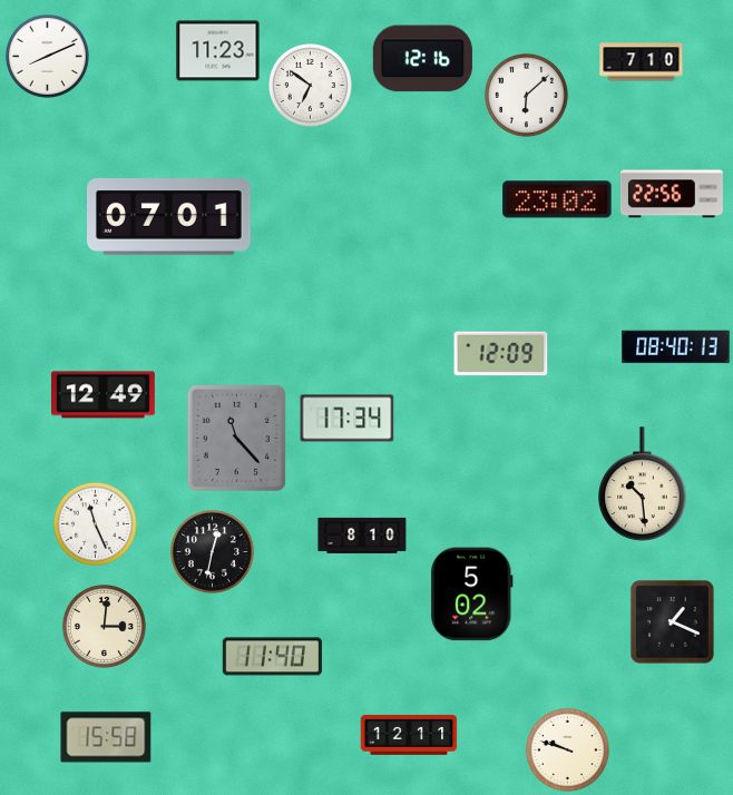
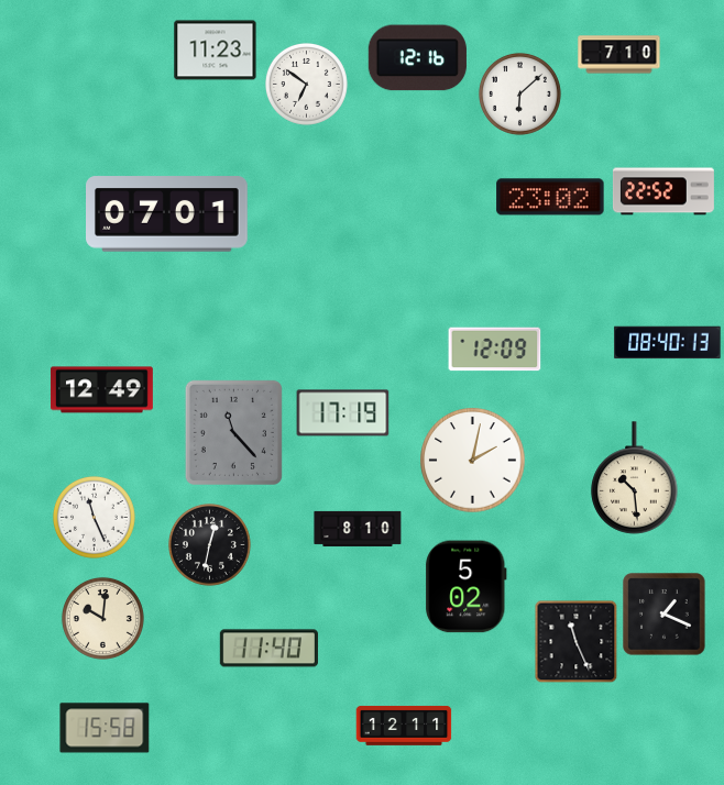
clock at (47, 56): 8:11 -> none
clock at (642, 62) position: (642, 62) -> (619, 55)
clock at (672, 194): 22:56 -> 22:52
clock at (348, 419): 17:34 -> 17:19
clock at (473, 461): none -> 2:02
clock at (104, 626): 3:01 -> 10:01
clock at (577, 642): none -> 11:26
clock at (567, 749): 9:48 -> none
